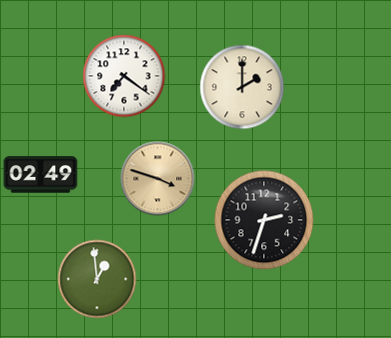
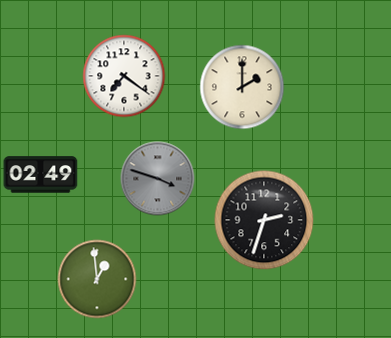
clock at (158, 179) dial: champagne -> grey
